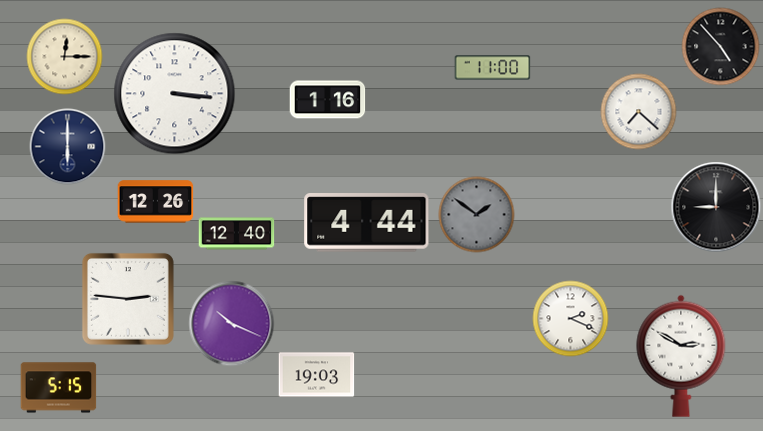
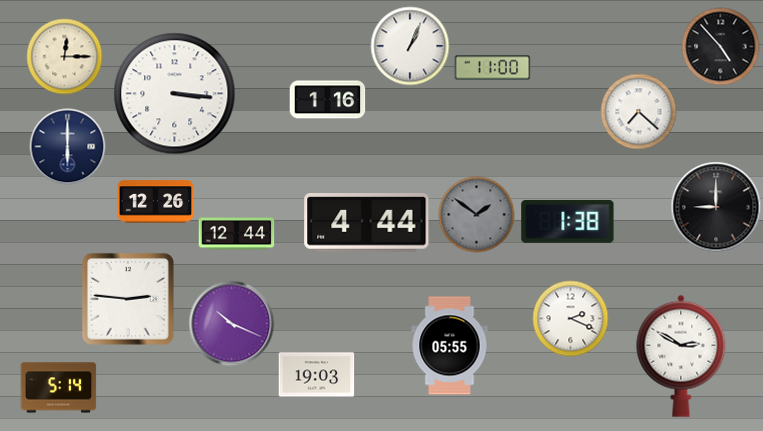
clock at (410, 46): none -> 1:04
clock at (568, 221): none -> 1:38
clock at (237, 234): 12:40 -> 12:44
clock at (450, 346): none -> 05:55
clock at (59, 388): 5:15 -> 5:14
